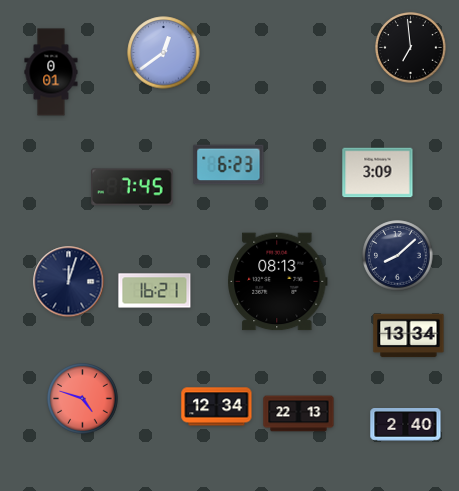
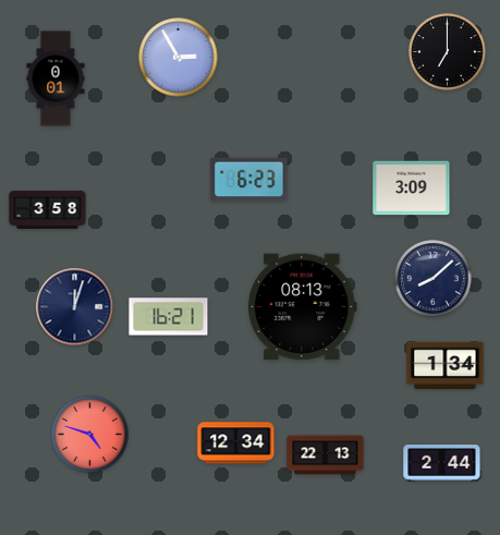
clock at (411, 48): 6:59 -> 7:00
clock at (164, 53): 12:39 -> 2:55
clock at (133, 187): 7:45 -> none
clock at (48, 209): none -> 3:58
clock at (409, 336): 13:34 -> 1:34
clock at (299, 414) position: (299, 414) -> (326, 455)
clock at (406, 425): 2:40 -> 2:44
